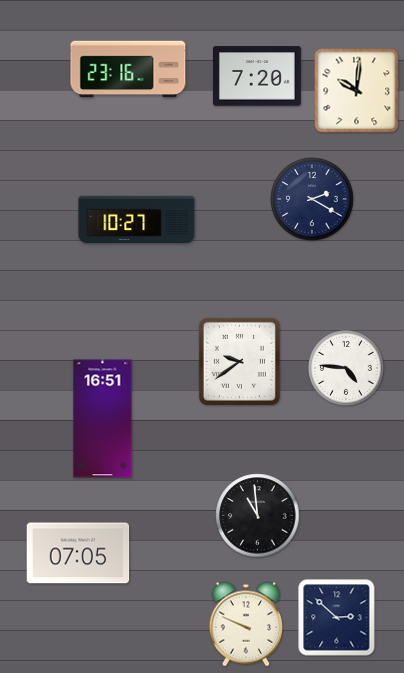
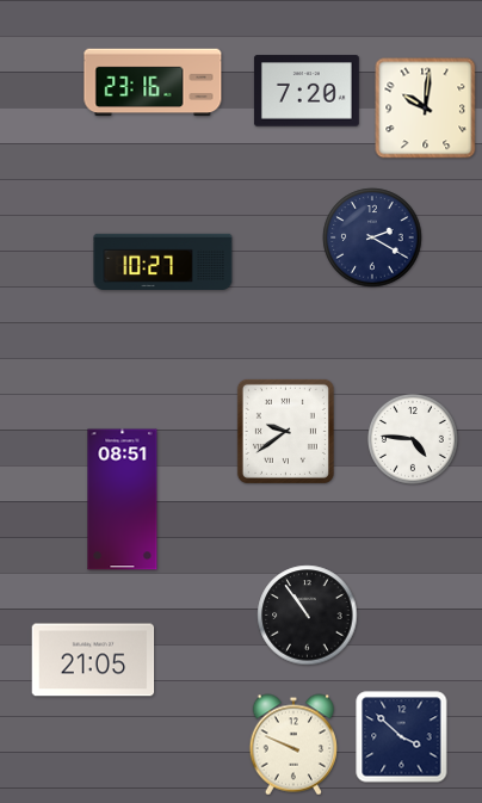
clock at (103, 419): 16:51 -> 08:51
clock at (258, 516): 10:59 -> 10:54
clock at (78, 553): 07:05 -> 21:05
clock at (337, 618): 2:52 -> 3:52
